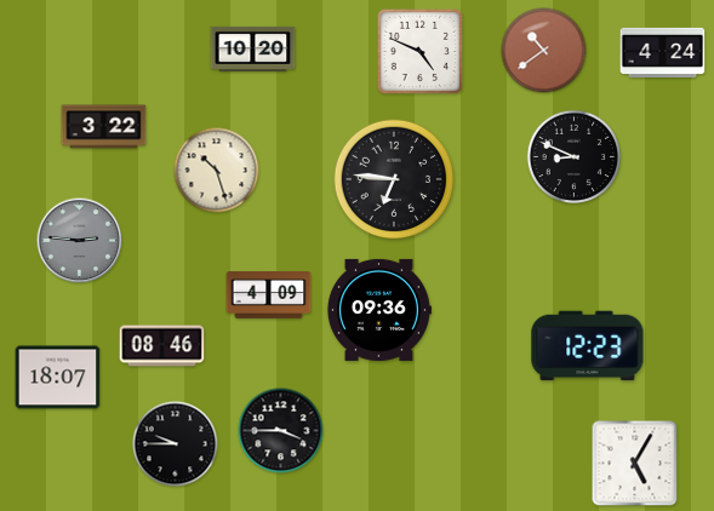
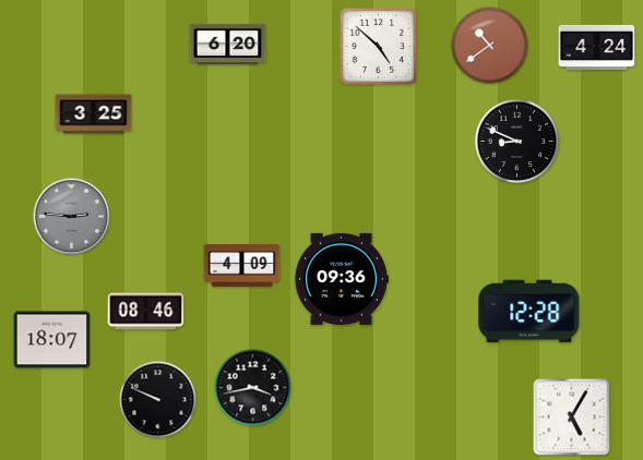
clock at (253, 48): 10:20 -> 6:20
clock at (419, 51): 4:49 -> 4:52
clock at (104, 127): 3:22 -> 3:25
clock at (217, 171): 10:27 -> none
clock at (394, 179): 6:46 -> none
clock at (588, 346): 12:23 -> 12:28
clock at (281, 431): 3:45 -> 3:43
clock at (176, 444): 9:45 -> 9:49
